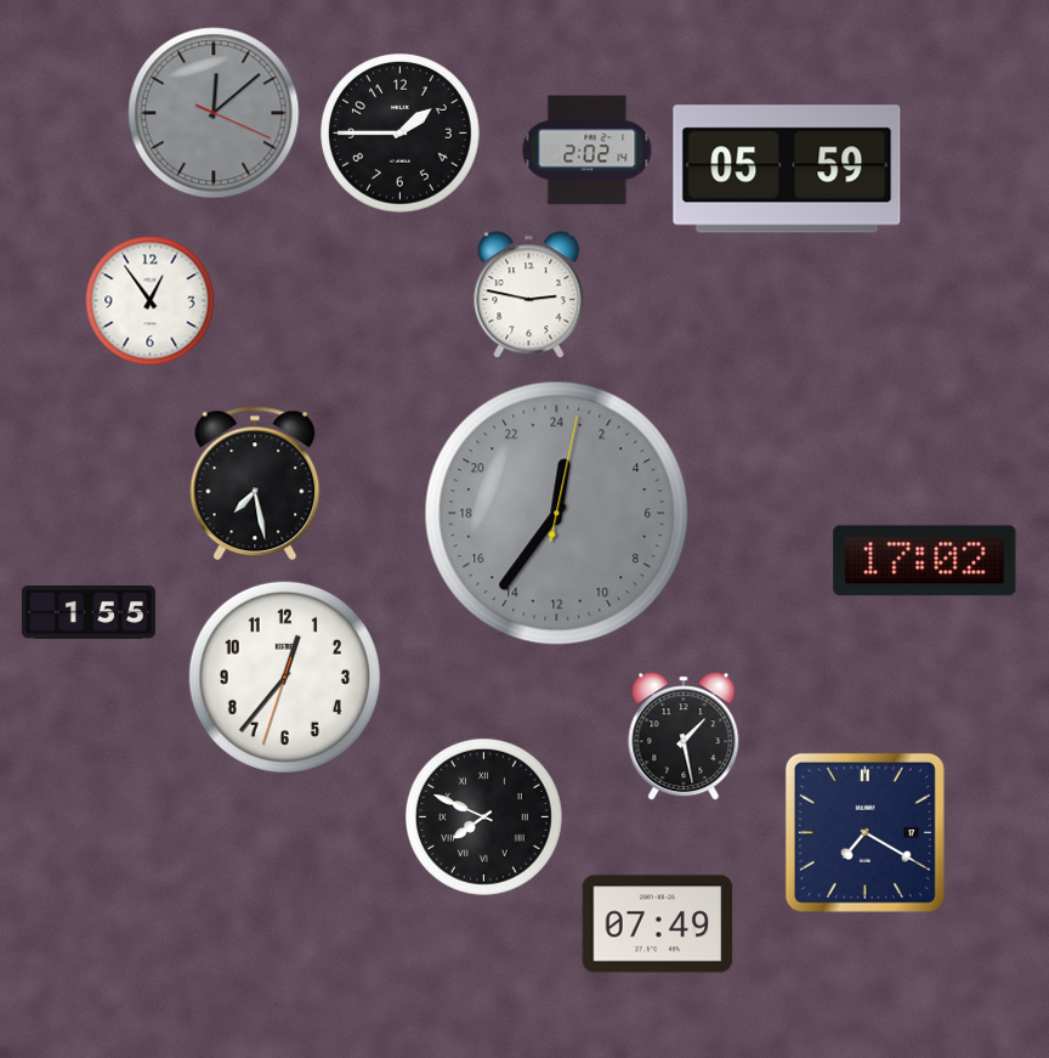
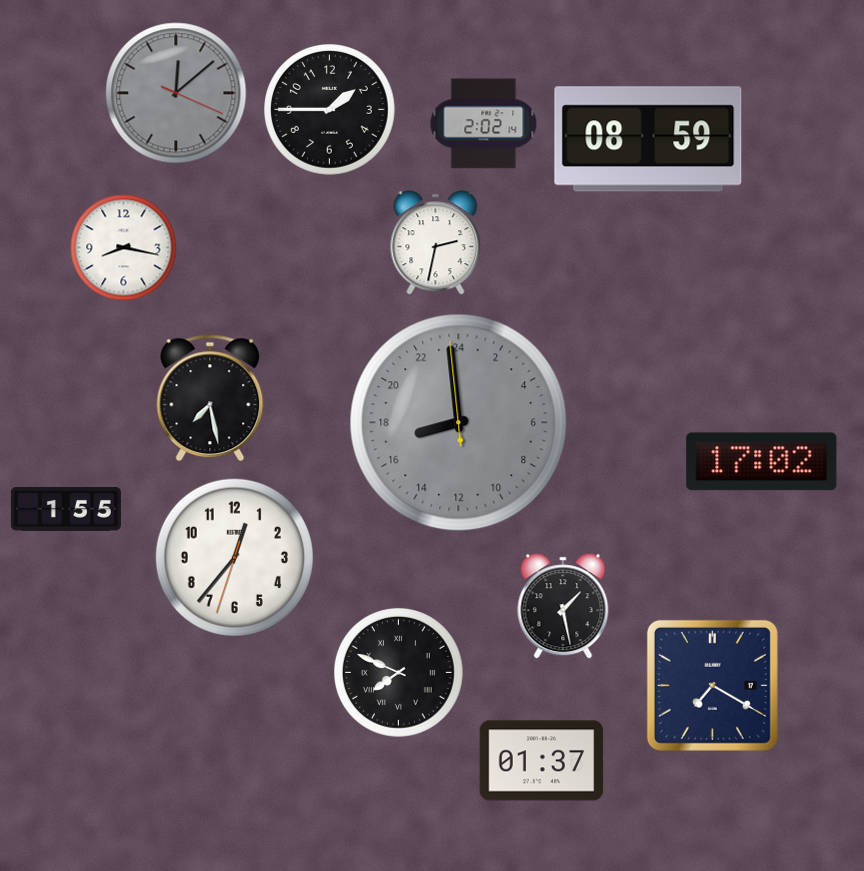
clock at (787, 169): 05:59 -> 08:59
clock at (529, 295): 2:47 -> 2:32
clock at (151, 301): 12:54 -> 8:17
clock at (557, 514): 0:36 -> 16:58
clock at (89, 612) position: (89, 612) -> (66, 509)
clock at (658, 924): 07:49 -> 01:37
